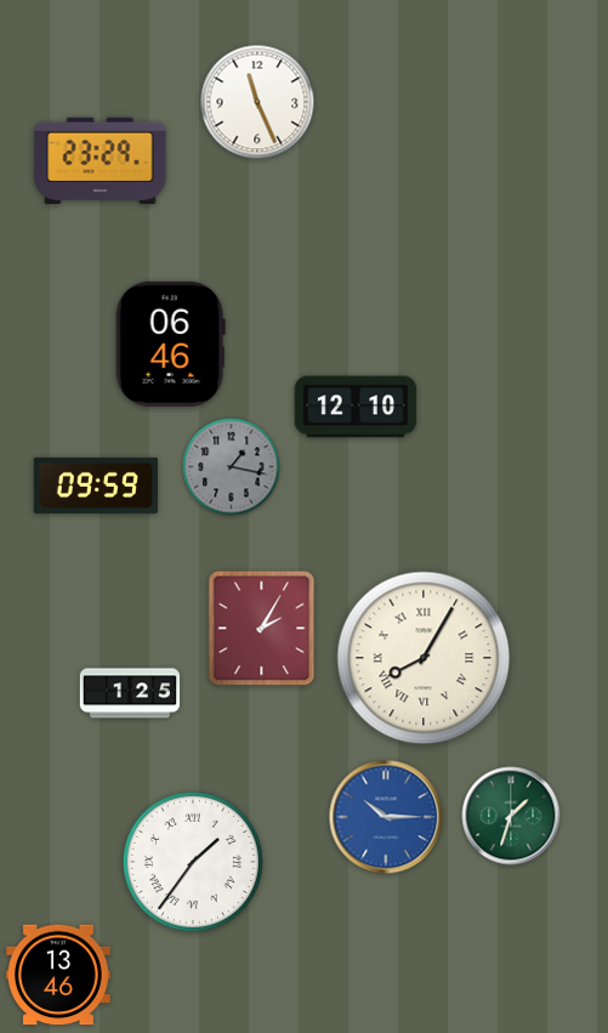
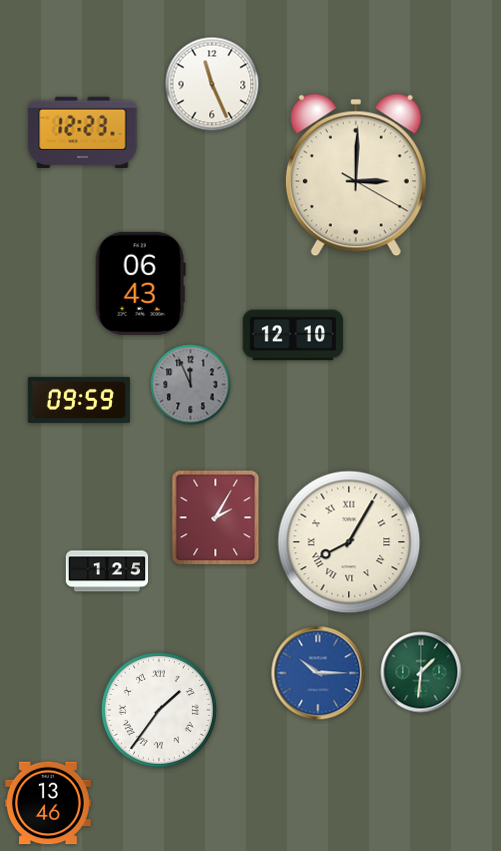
clock at (101, 160): 23:29 -> 12:23
clock at (356, 175): none -> 3:00
clock at (170, 344): 06:46 -> 06:43
clock at (232, 467): 1:17 -> 11:56
clock at (511, 816): 1:33 -> 1:31
